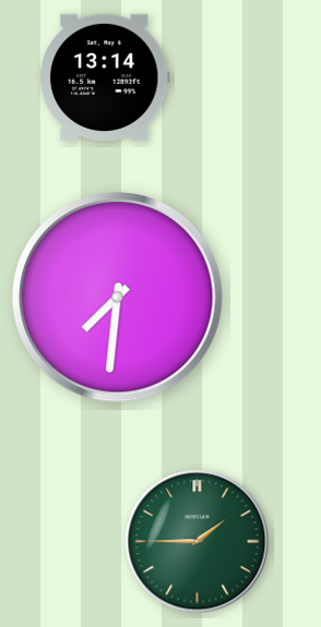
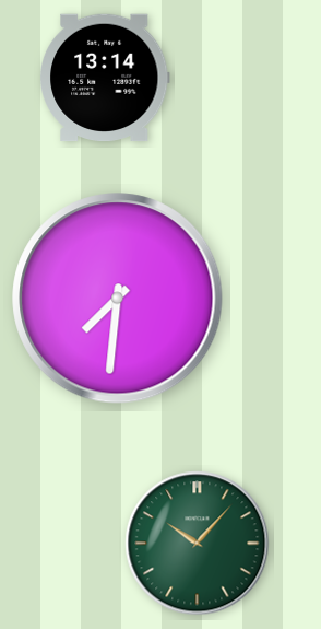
clock at (198, 542): 1:45 -> 10:07
